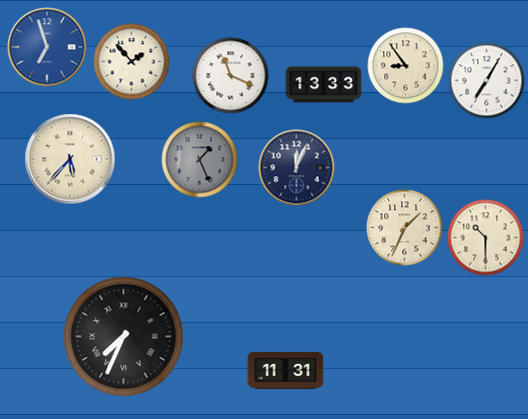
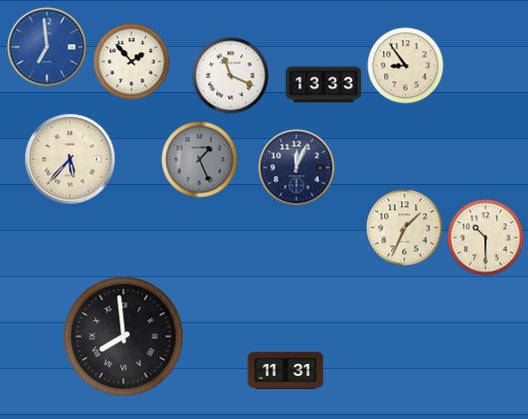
clock at (47, 47): 6:57 -> 6:59
clock at (487, 81): 7:05 -> none
clock at (124, 337): 7:34 -> 7:59
